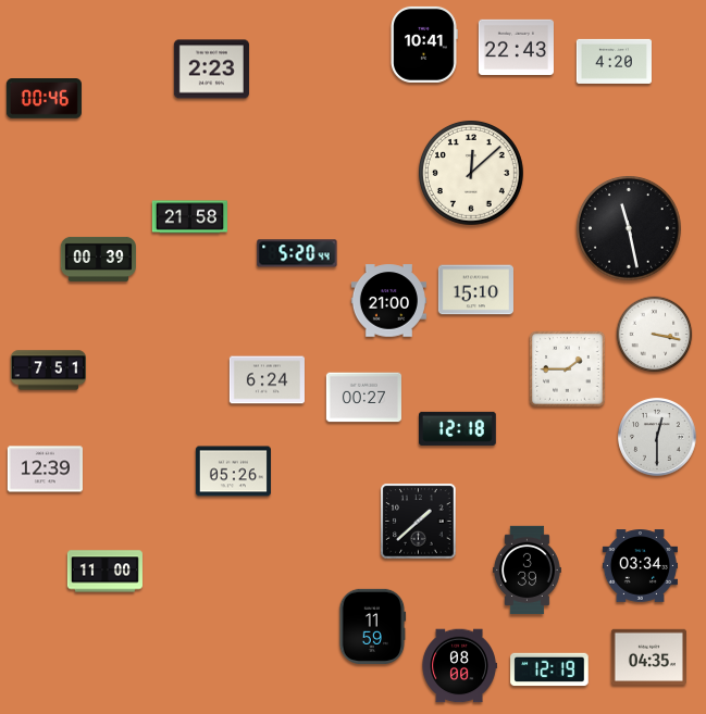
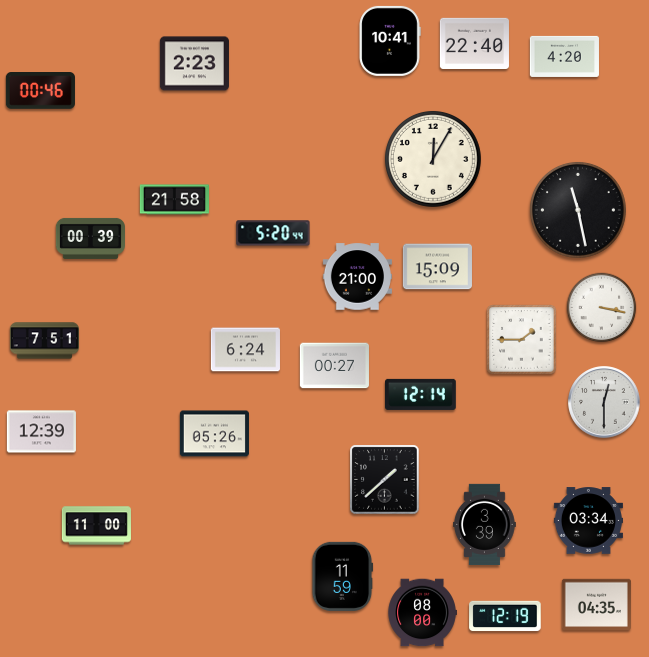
clock at (516, 47): 22:43 -> 22:40
clock at (471, 173): 12:08 -> 12:05
clock at (475, 290): 15:10 -> 15:09
clock at (458, 428): 12:18 -> 12:14
